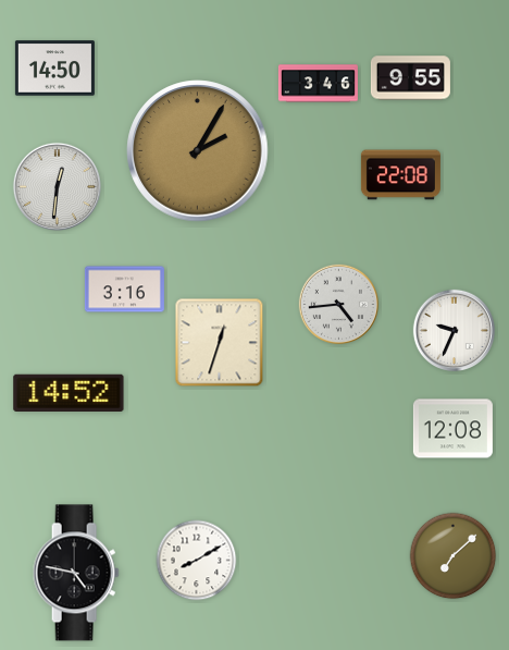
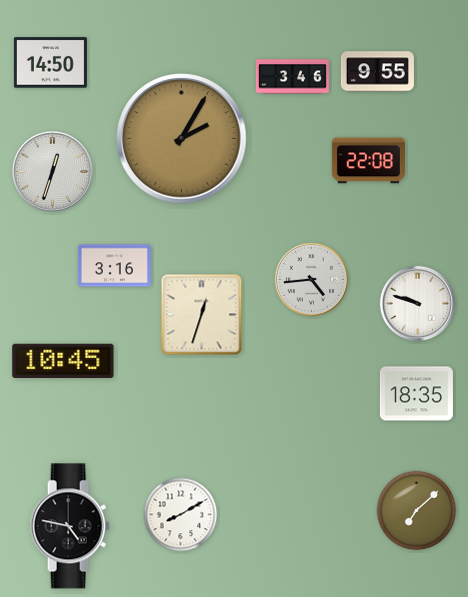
clock at (57, 186): 12:31 -> 12:33
clock at (454, 330): 9:34 -> 9:48
clock at (69, 393): 14:52 -> 10:45
clock at (452, 429): 12:08 -> 18:35
